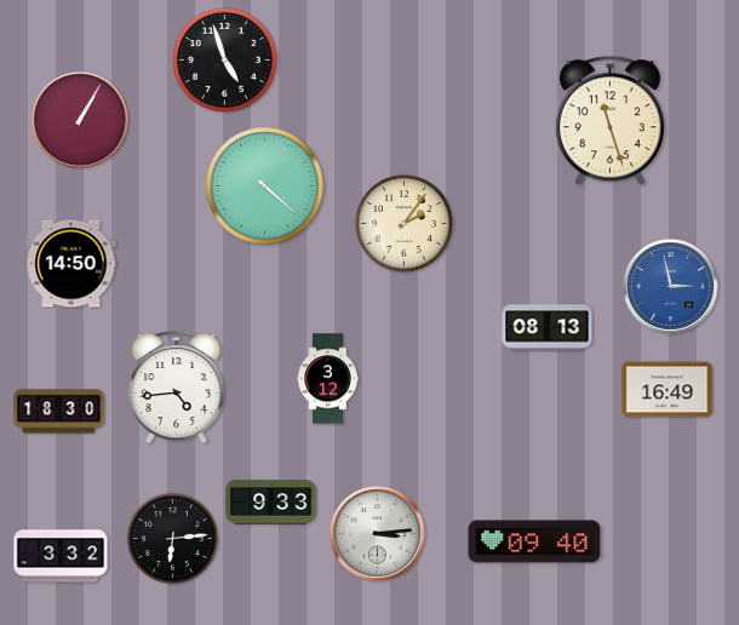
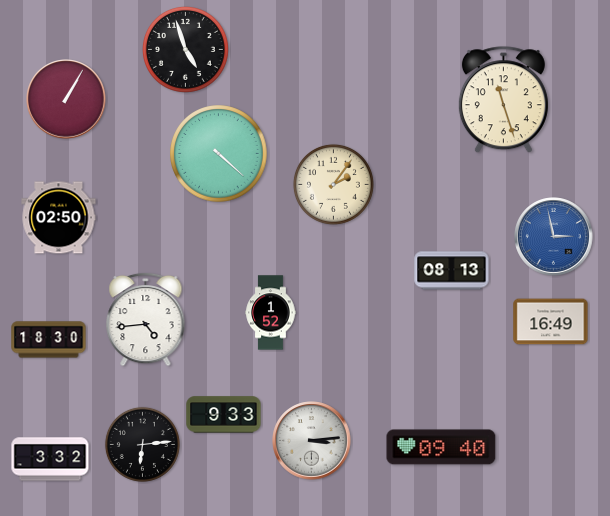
clock at (71, 264): 14:50 -> 02:50
clock at (328, 379): 3:12 -> 1:52
